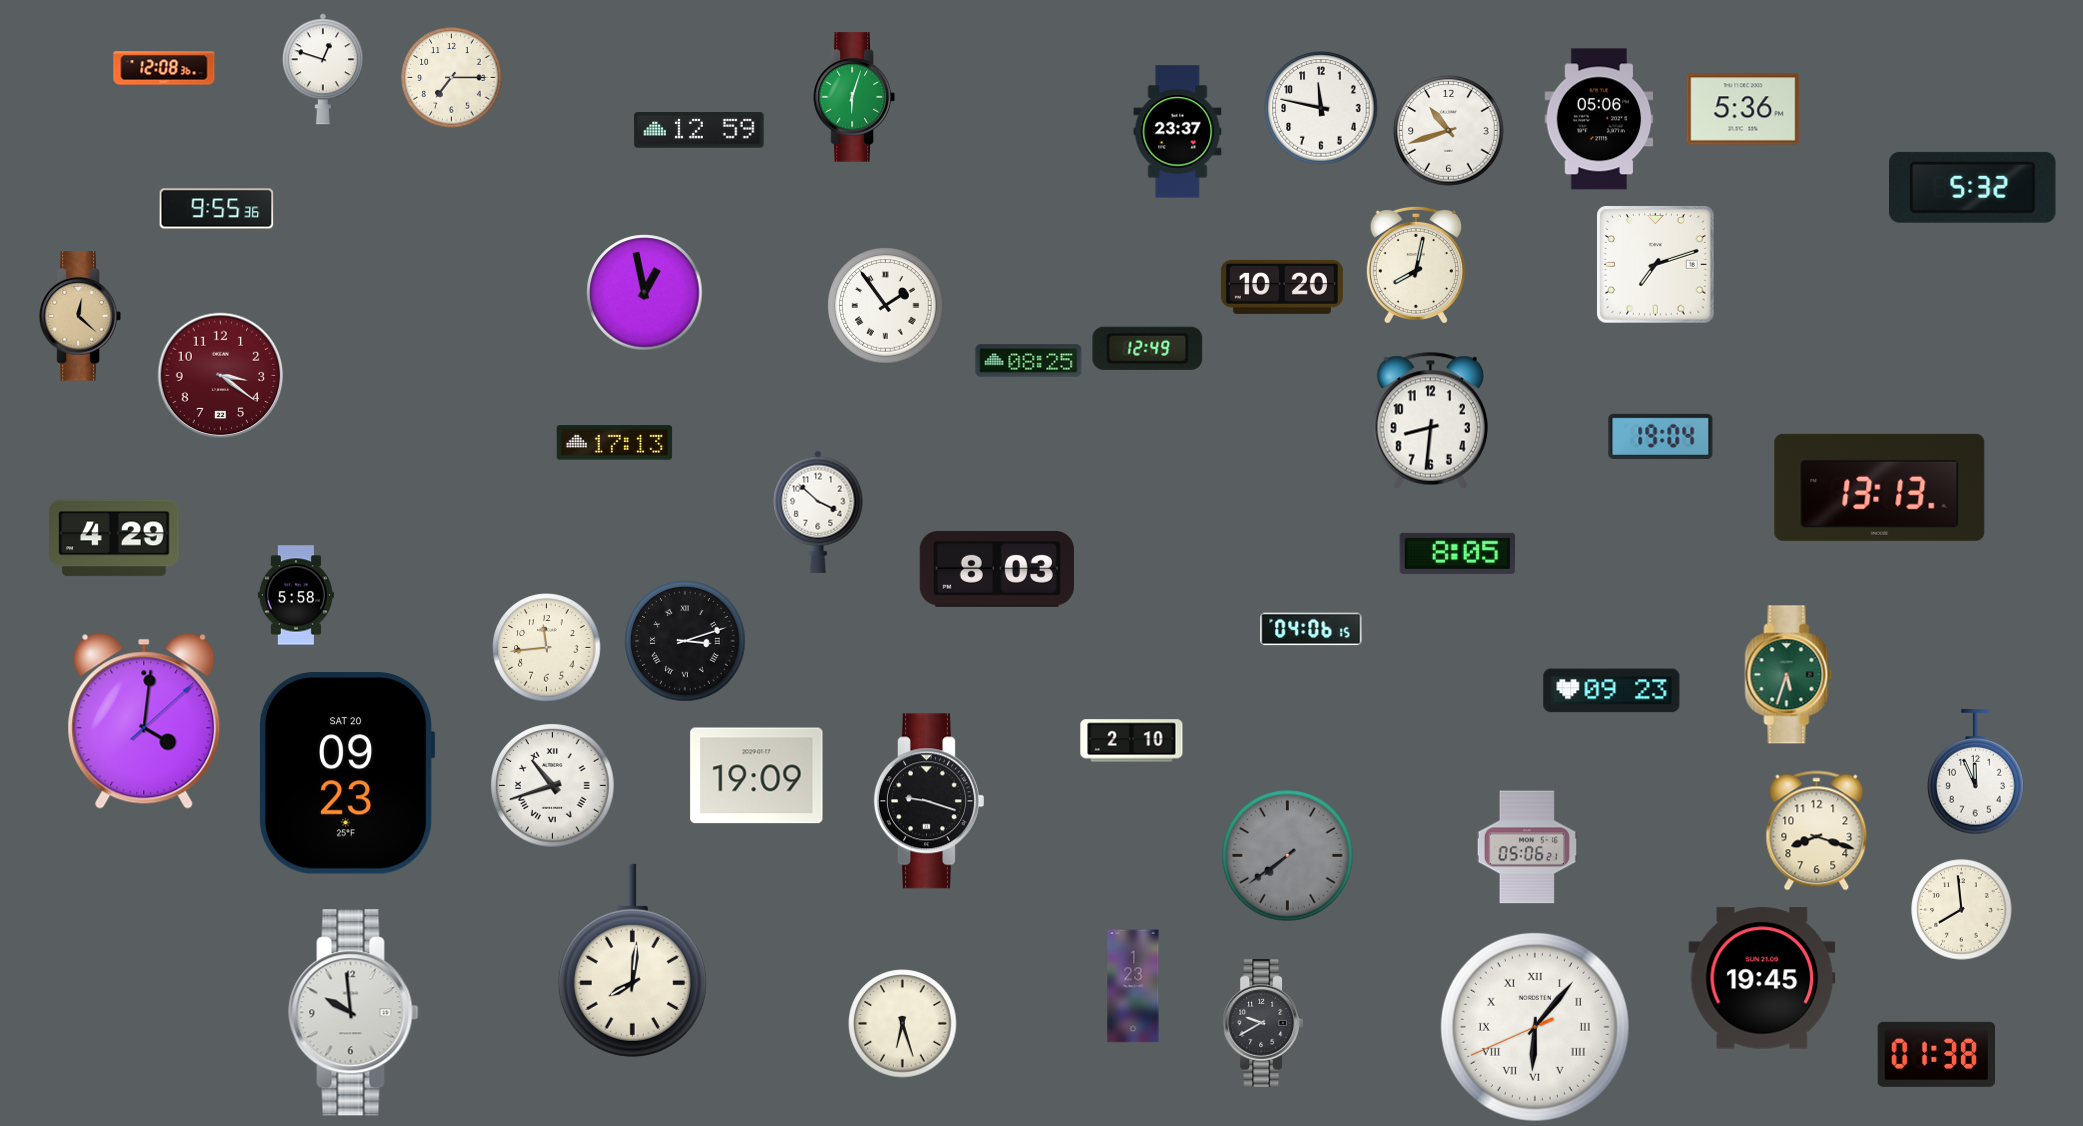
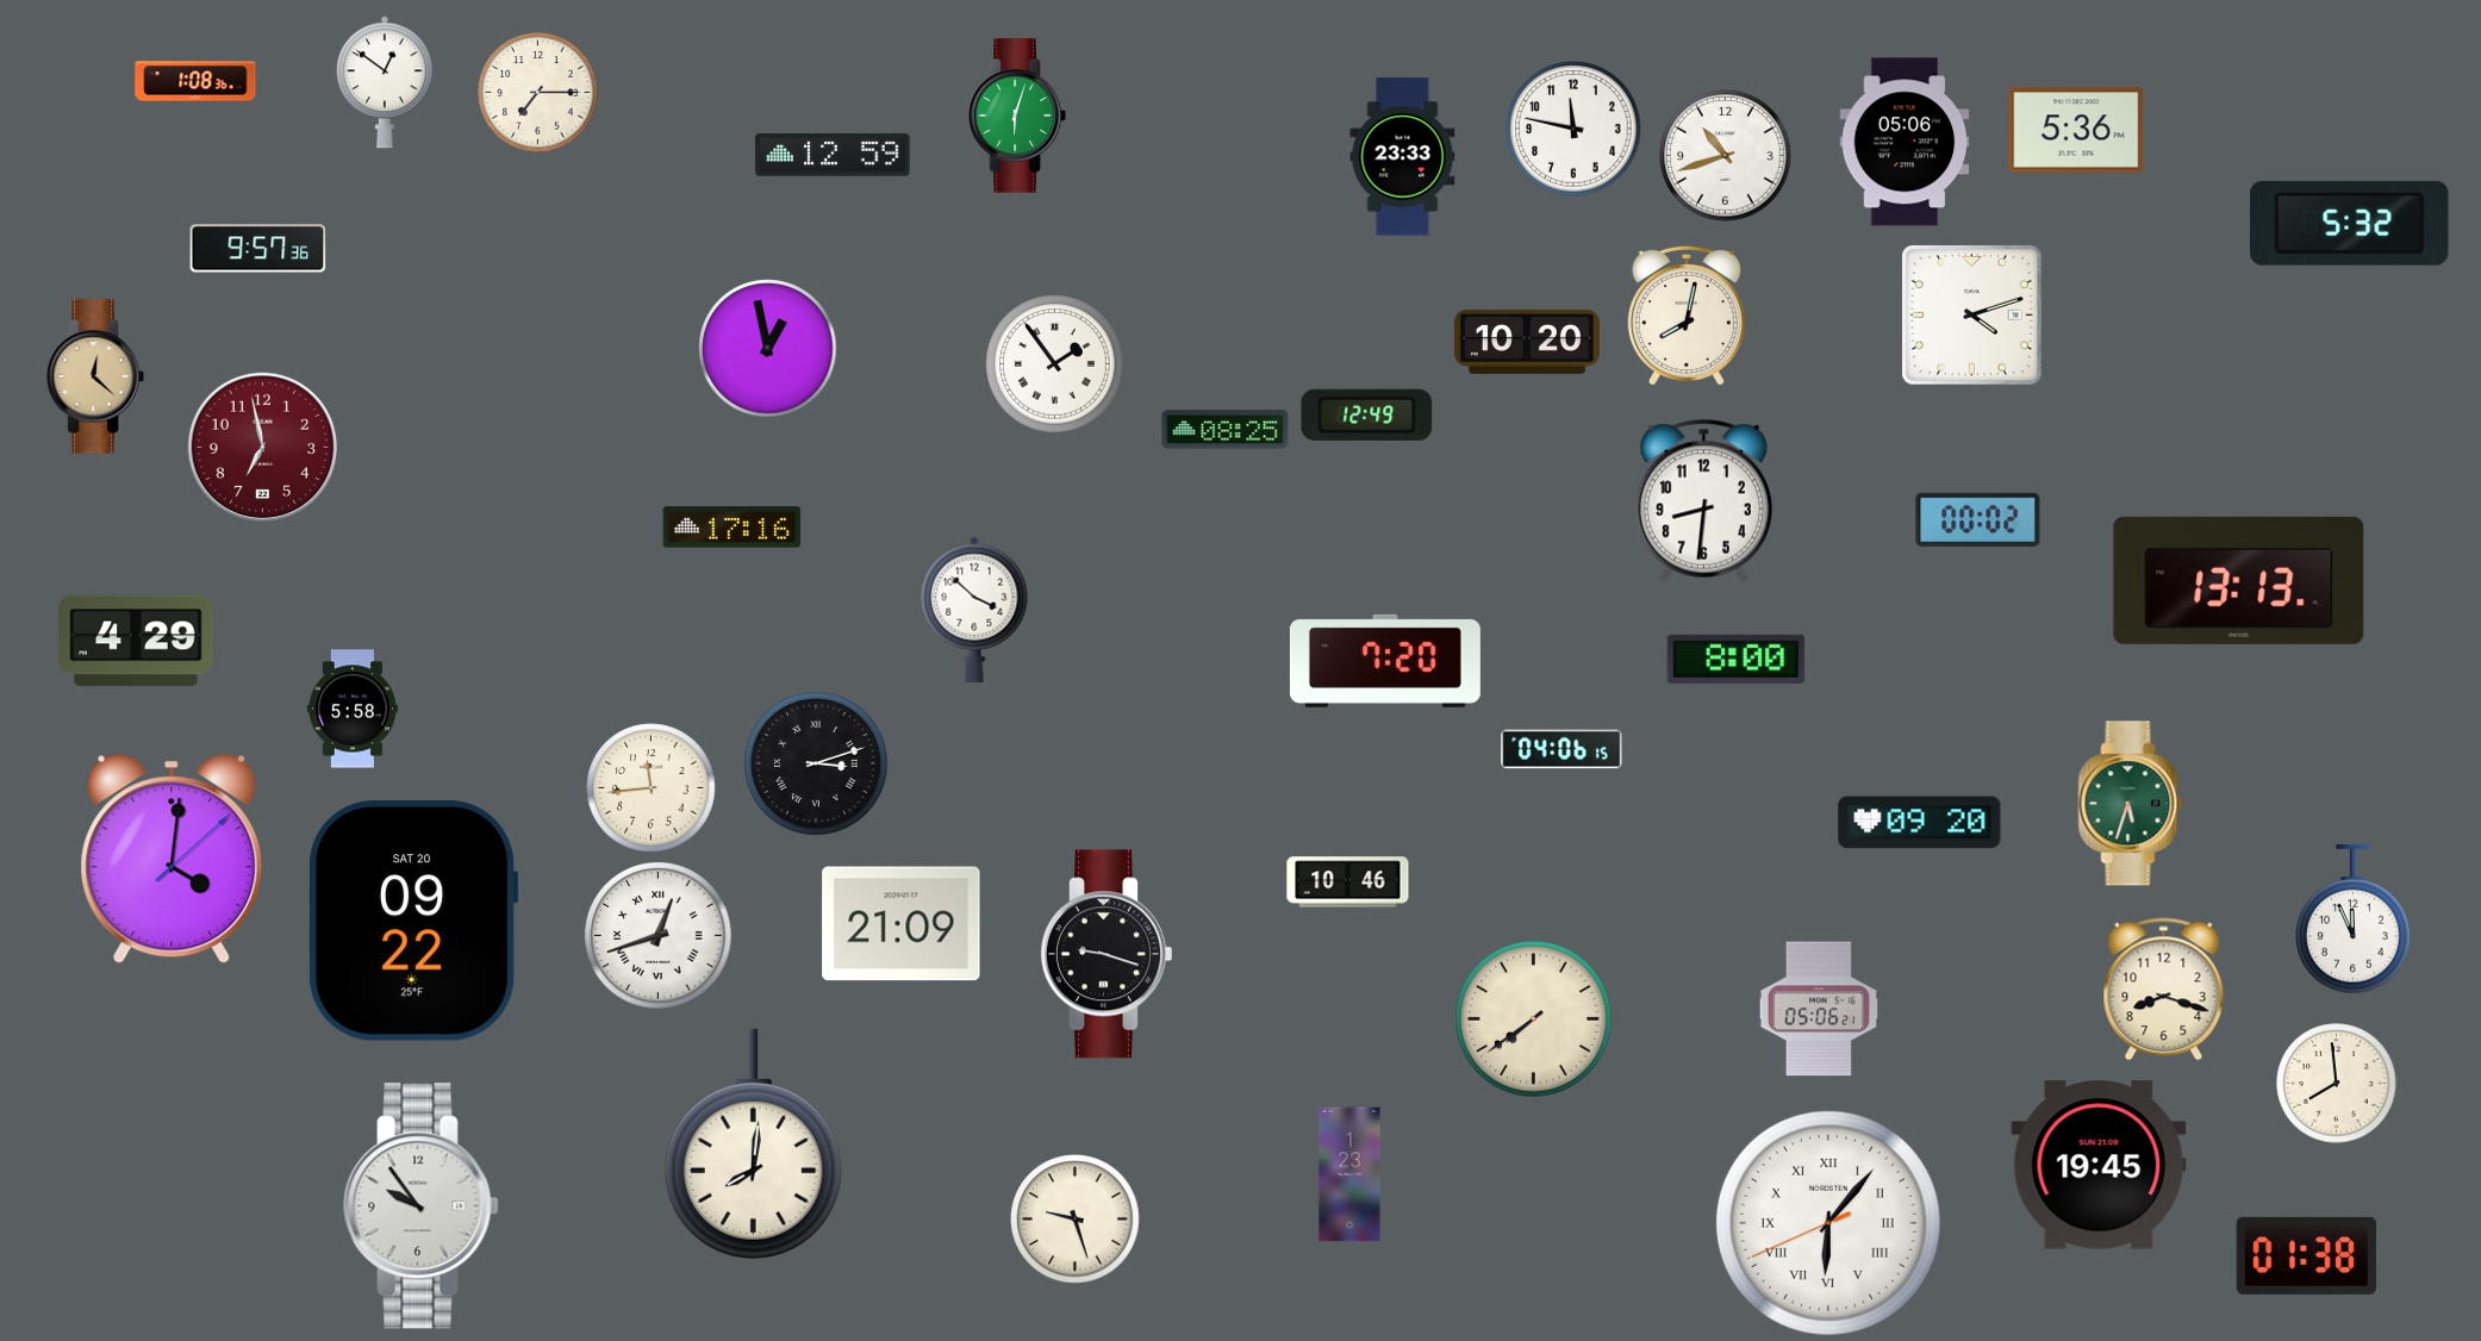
clock at (164, 68): 12:08 -> 1:08
clock at (323, 69): 12:48 -> 12:51
clock at (1178, 132): 23:37 -> 23:33
clock at (217, 209): 9:55 -> 9:57
clock at (1656, 265): 7:12 -> 4:12
clock at (221, 376): 3:21 -> 6:58
clock at (1661, 436): 19:04 -> 00:02
clock at (615, 443): 17:13 -> 17:16
clock at (1458, 553): 8:05 -> 8:00
clock at (1385, 661): none -> 7:20
clock at (997, 569): 8:03 -> none
clock at (547, 648) position: (547, 648) -> (652, 788)
clock at (1612, 691): 09:23 -> 09:20
clock at (1132, 741): 2:10 -> 10:46
clock at (347, 774): 09:23 -> 09:22
clock at (757, 776): 19:09 -> 21:09
clock at (553, 786): 10:42 -> 12:42
clock at (1288, 856) dial: grey -> cream
clock at (354, 1013): 9:59 -> 9:54
clock at (1263, 1023): 9:40 -> none
clock at (903, 1024): 6:27 -> 9:27
